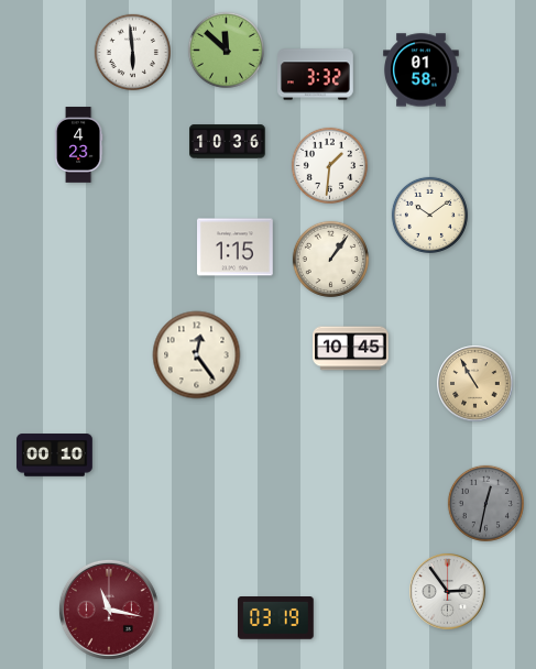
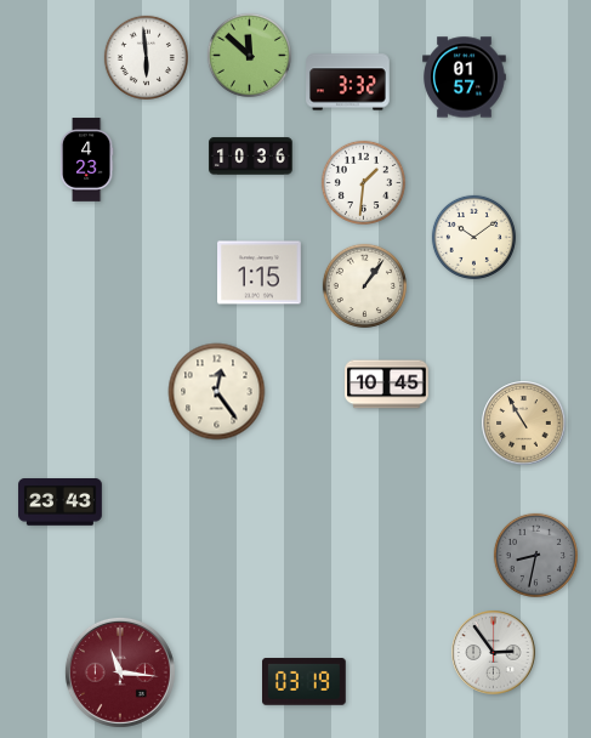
clock at (422, 70): 01:58 -> 01:57
clock at (55, 456): 00:10 -> 23:43
clock at (485, 503): 12:32 -> 8:32
clock at (109, 610): 11:17 -> 11:16
